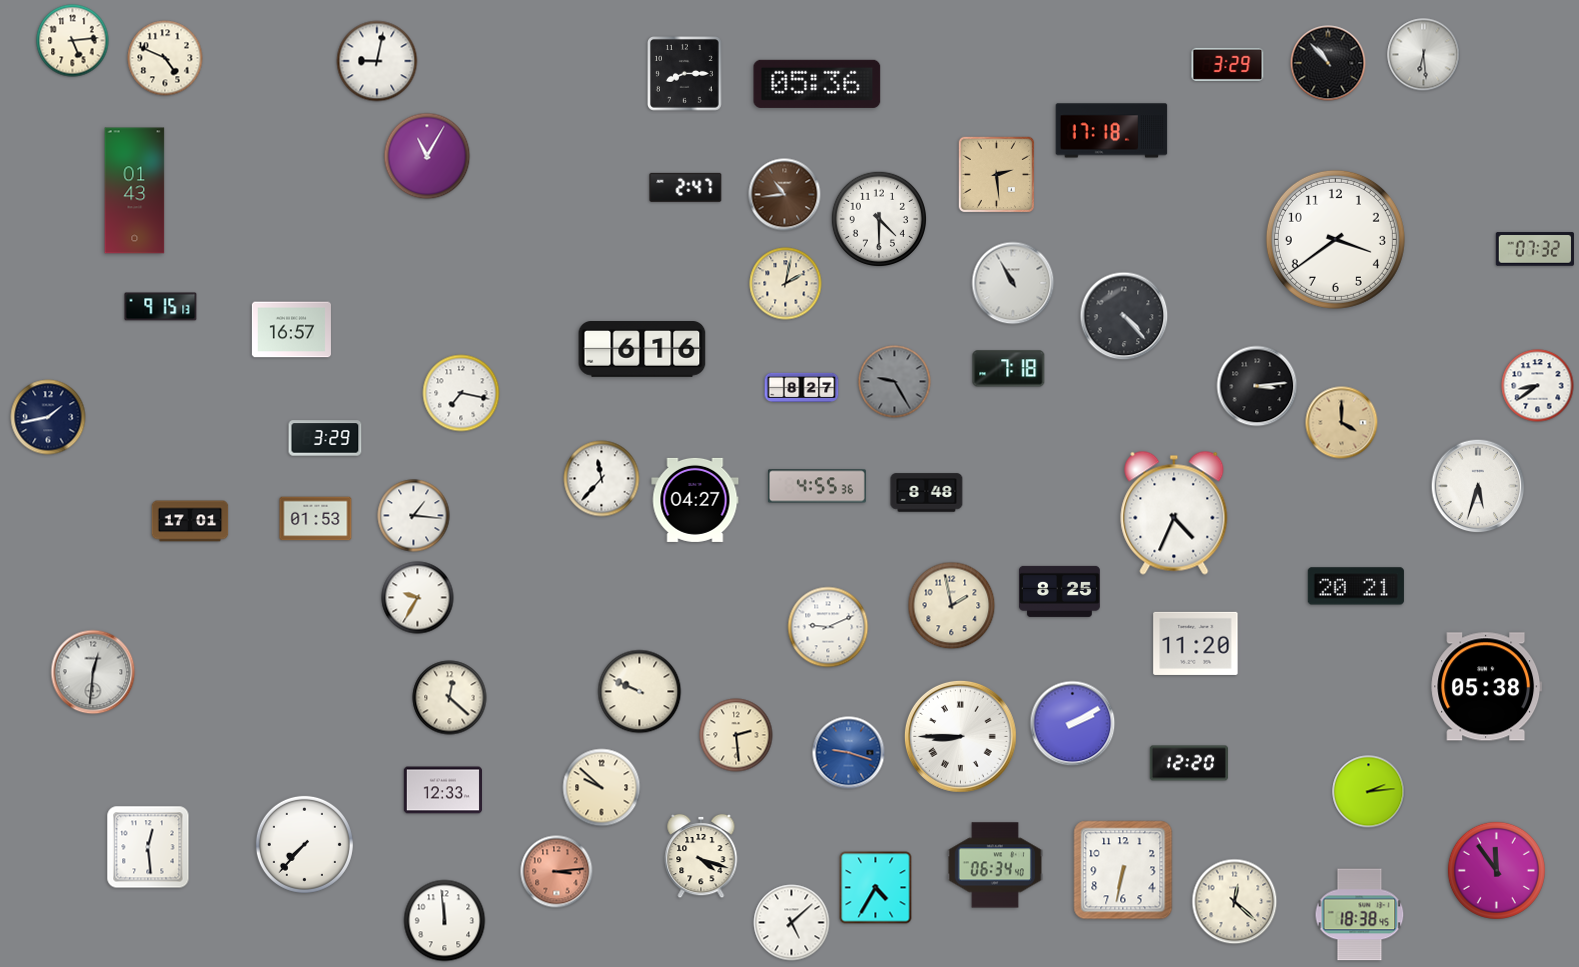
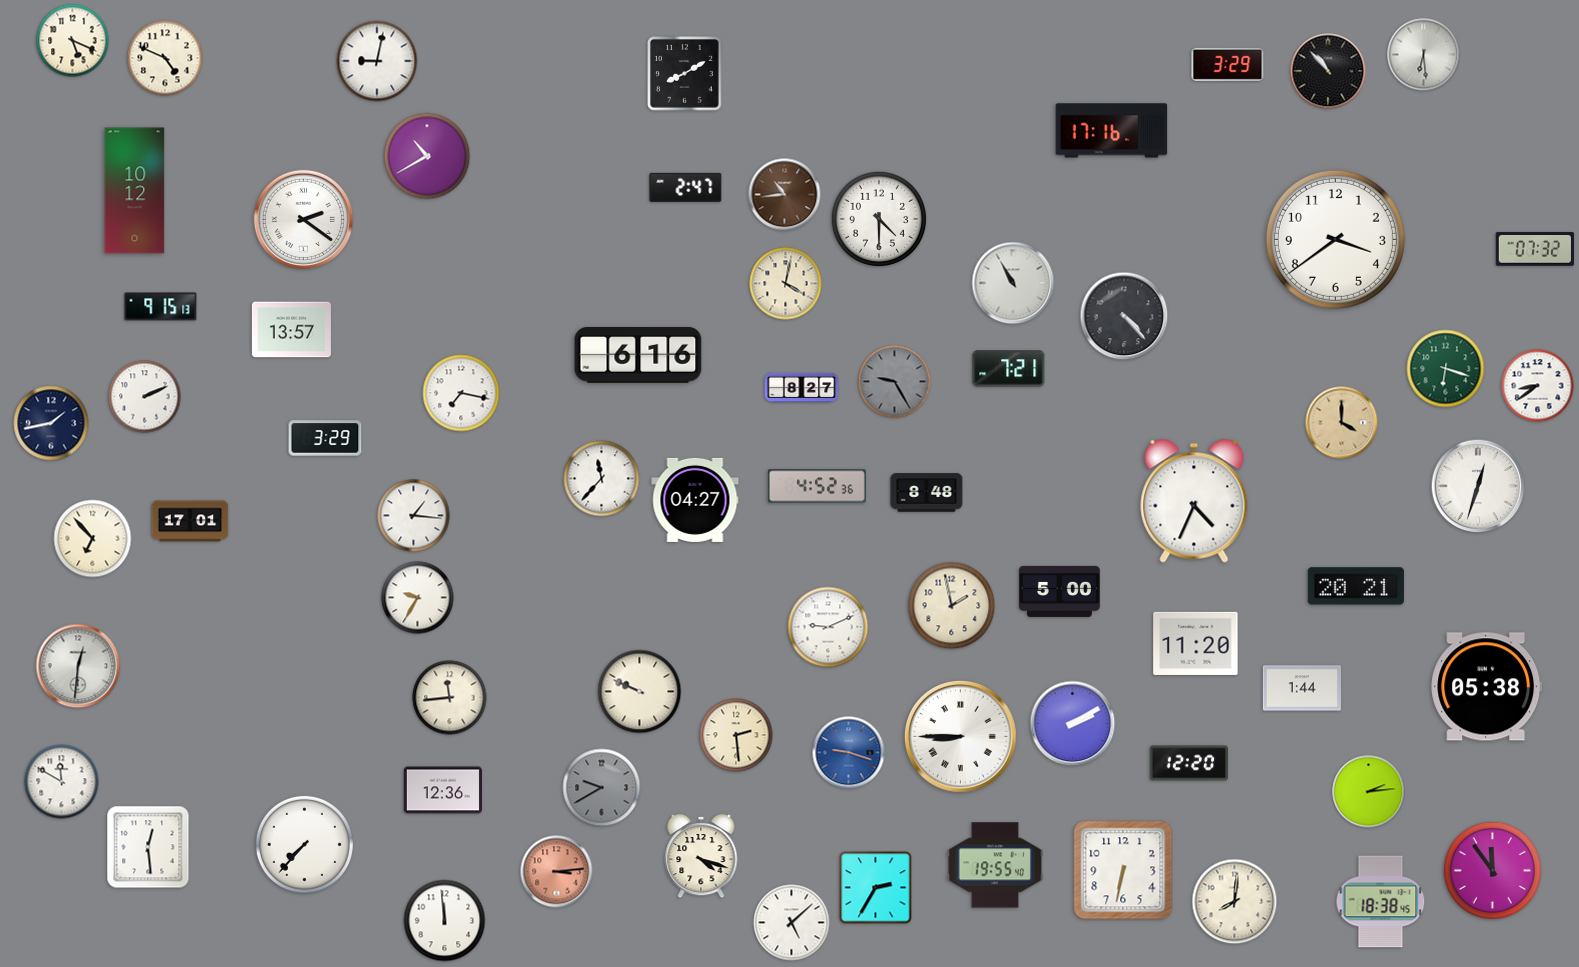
clock at (73, 41): 5:14 -> 5:19
clock at (1328, 63) position: (1328, 63) -> (1328, 71)
clock at (685, 74): 8:15 -> 8:10
clock at (817, 84): 05:36 -> none
clock at (1112, 131): 17:18 -> 17:16
clock at (427, 156): 11:05 -> 10:40
clock at (997, 175): 2:29 -> none
clock at (135, 191): 01:43 -> 10:12
clock at (303, 219): none -> 2:21
clock at (786, 284): 2:02 -> 4:02
clock at (291, 330): 16:57 -> 13:57
clock at (642, 350) position: (642, 350) -> (638, 356)
clock at (1009, 369): 7:18 -> 7:21
clock at (1446, 369): none -> 6:18
clock at (1257, 386): 3:14 -> none
clock at (145, 397): none -> 2:11
clock at (48, 417) position: (48, 417) -> (51, 423)
clock at (817, 486): 4:55 -> 4:52
clock at (1478, 486): 5:33 -> 12:33
clock at (1174, 513) position: (1174, 513) -> (1194, 501)
clock at (316, 519): 01:53 -> none
clock at (93, 539): none -> 6:53
clock at (1060, 591): 8:25 -> 5:00
clock at (93, 672) position: (93, 672) -> (78, 666)
clock at (1301, 688): none -> 1:44
clock at (450, 698): 12:22 -> 11:44
clock at (62, 782): none -> 11:50
clock at (602, 788): 9:52 -> 9:40
clock at (602, 788) dial: cream -> grey
clock at (442, 790): 12:33 -> 12:36
clock at (995, 865): 06:34 -> 19:55
clock at (1496, 870) position: (1496, 870) -> (1492, 870)
clock at (876, 888): 4:35 -> 2:35
clock at (1235, 902): 12:22 -> 8:01
clock at (1360, 915) position: (1360, 915) -> (1381, 902)
